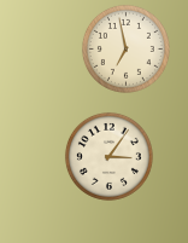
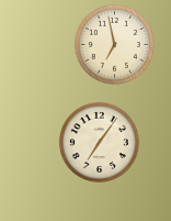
clock at (108, 156): 3:06 -> 7:06
